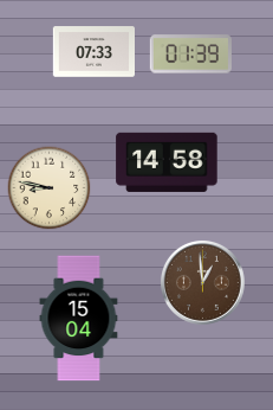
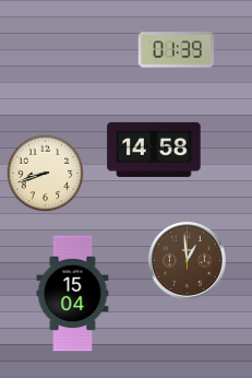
clock at (93, 52): 07:33 -> none
clock at (50, 188): 8:47 -> 8:42
